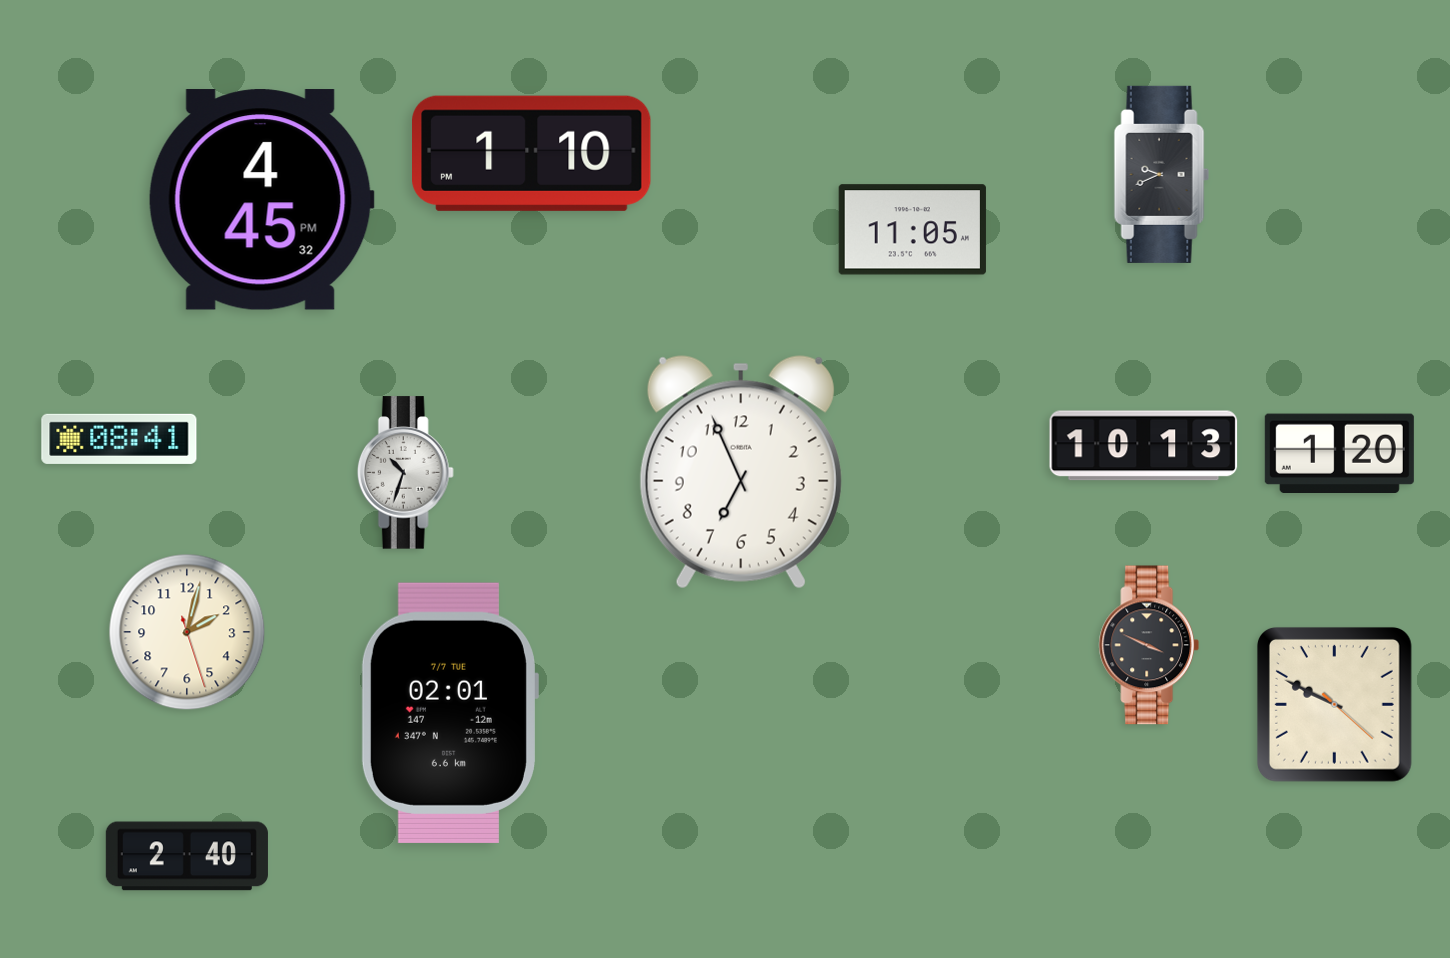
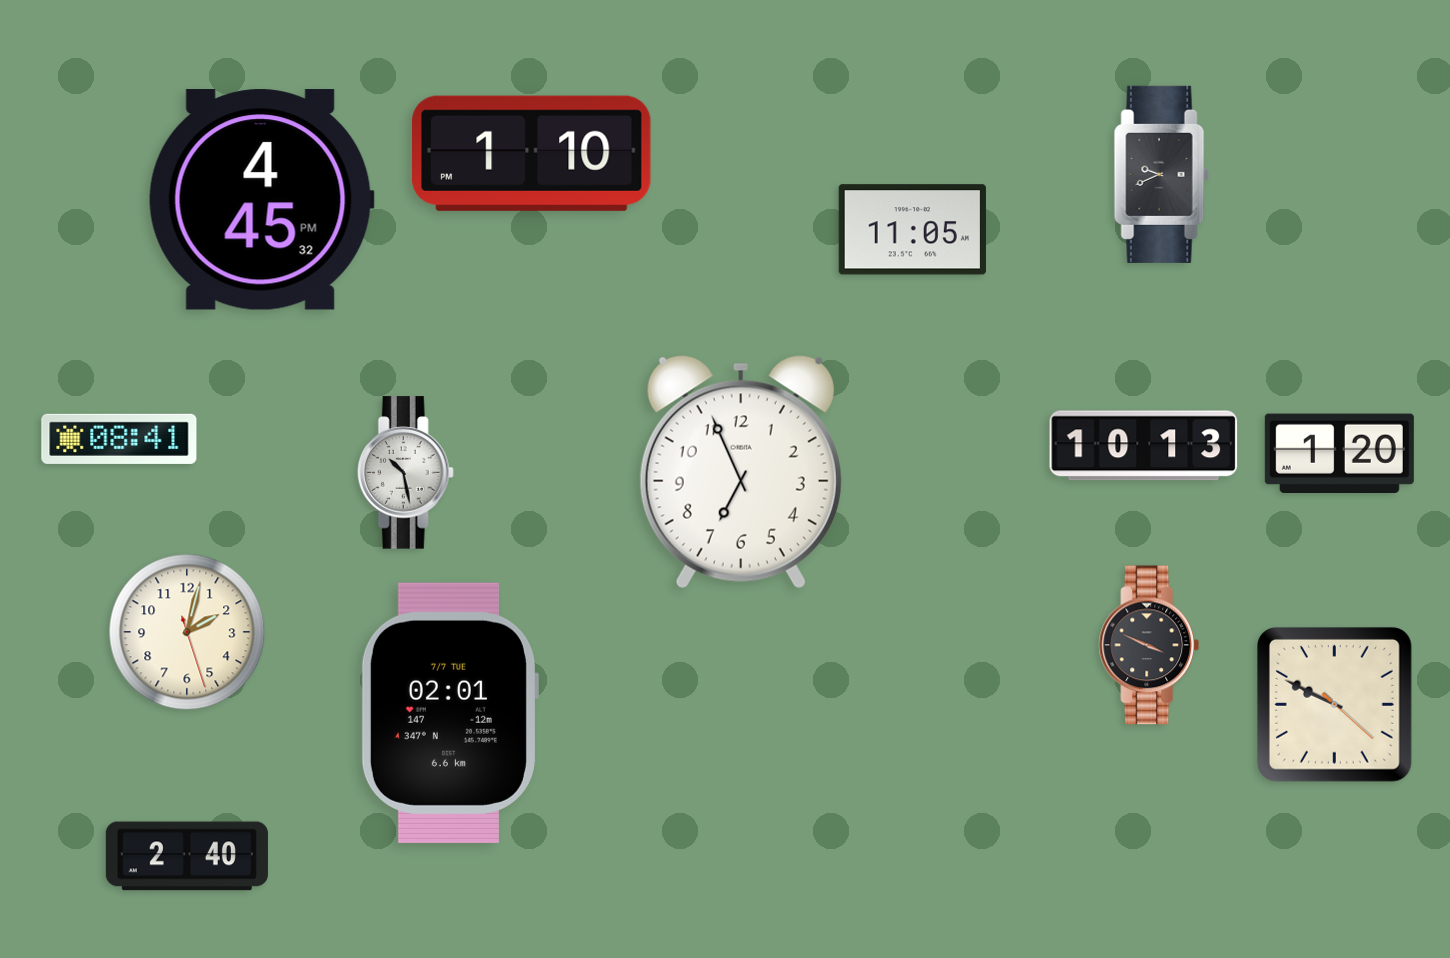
clock at (405, 473): 10:33 -> 10:28
